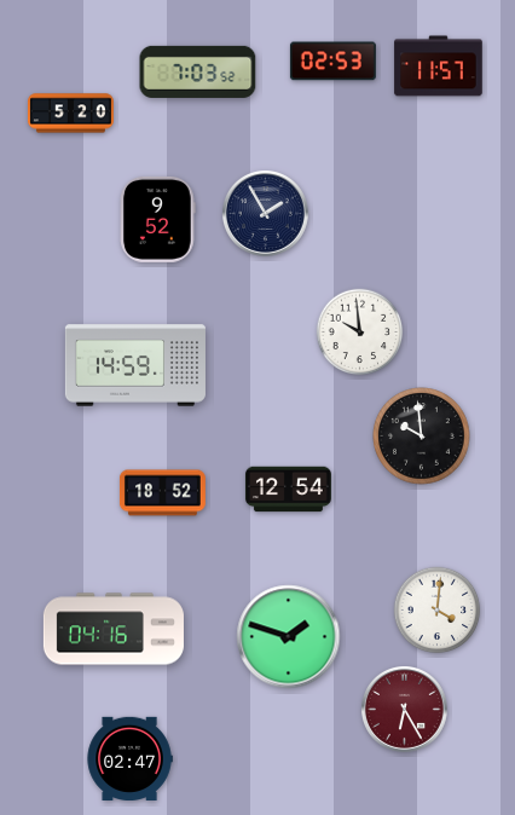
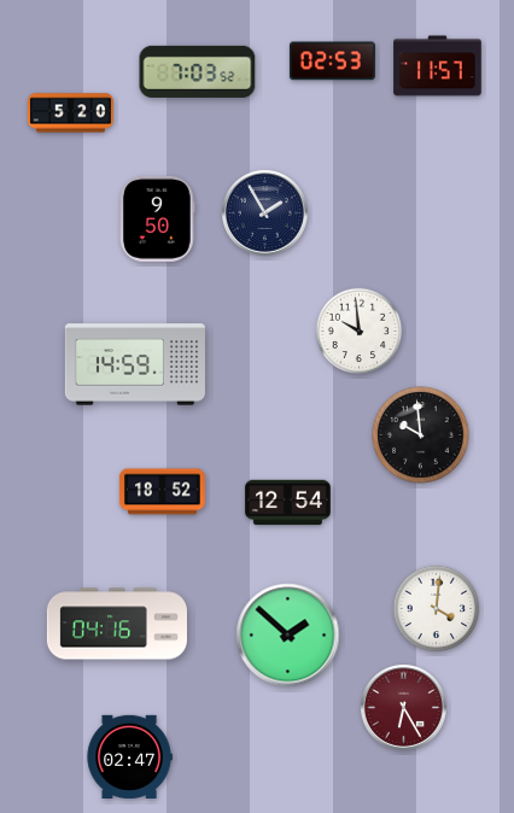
clock at (158, 219): 9:52 -> 9:50
clock at (288, 490) position: (288, 490) -> (287, 503)
clock at (114, 629) position: (114, 629) -> (117, 624)
clock at (289, 637): 1:48 -> 1:52
